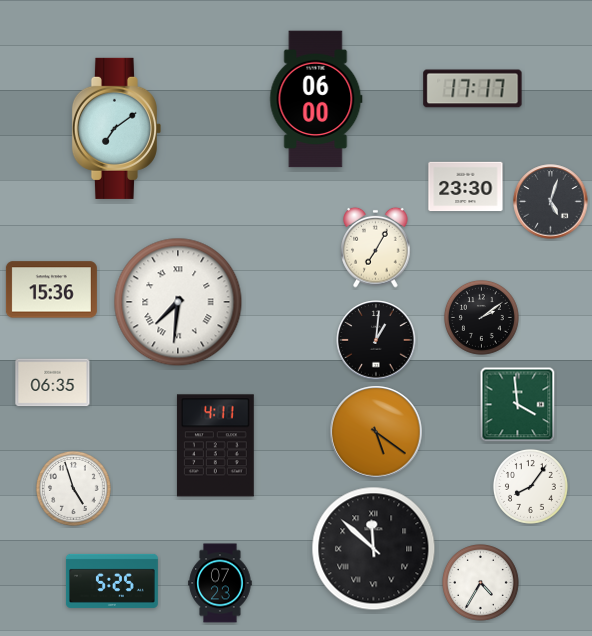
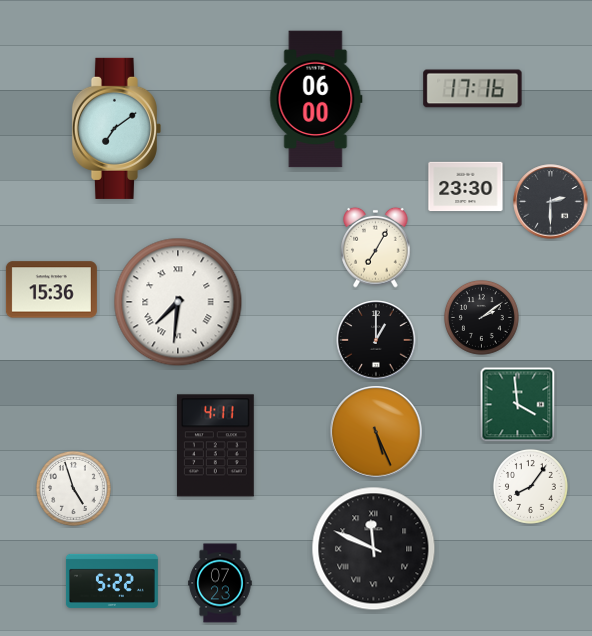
clock at (473, 89): 17:17 -> 17:16
clock at (551, 202): 5:03 -> 2:30
clock at (376, 340): 1:01 -> 1:00
clock at (53, 383): 06:35 -> none
clock at (376, 432): 5:21 -> 5:26
clock at (374, 549): 11:52 -> 11:49
clock at (112, 581): 5:25 -> 5:22
clock at (481, 583): 4:35 -> none
